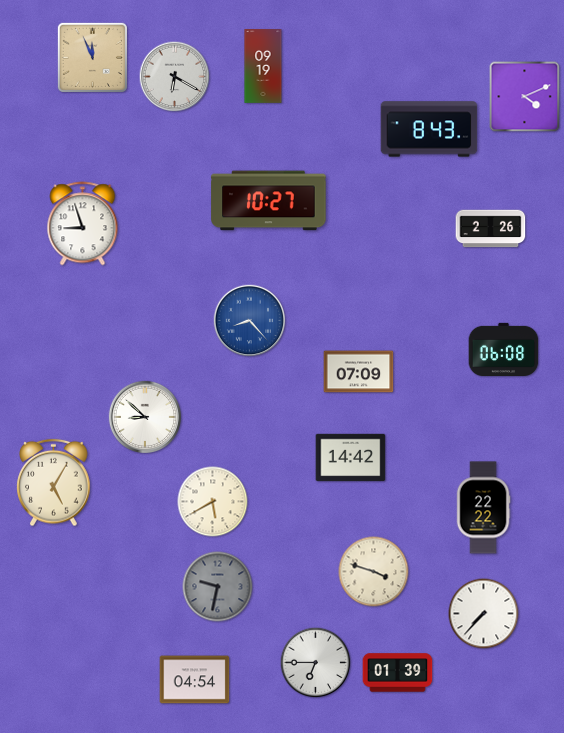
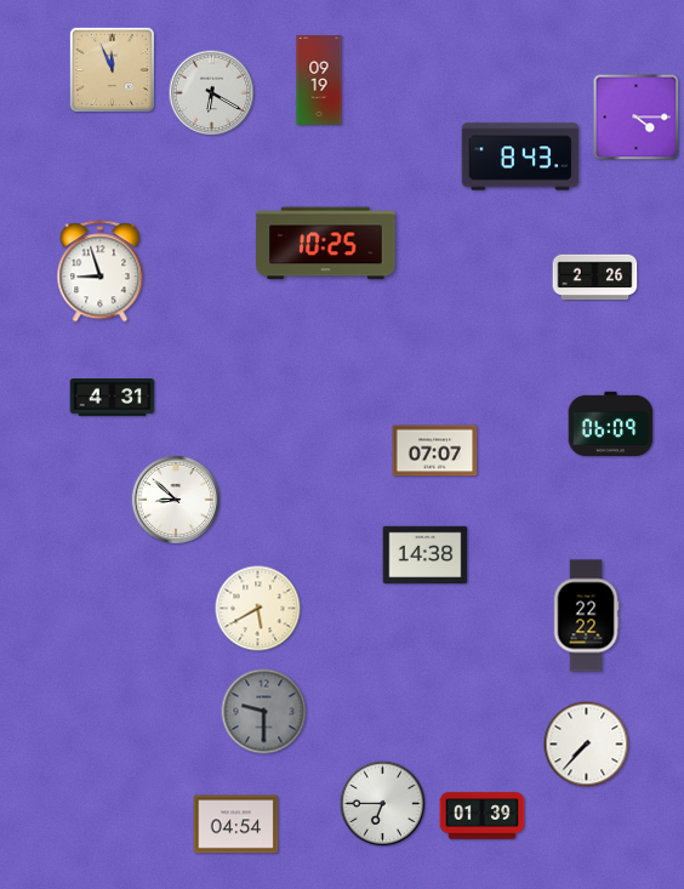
clock at (525, 97): 4:11 -> 4:15
clock at (269, 201): 10:27 -> 10:25
clock at (250, 321): 8:23 -> none
clock at (113, 398): none -> 4:31
clock at (504, 349): 06:08 -> 06:09
clock at (359, 372): 07:09 -> 07:07
clock at (144, 416) position: (144, 416) -> (175, 498)
clock at (351, 458): 14:42 -> 14:38
clock at (54, 483): 5:05 -> none
clock at (374, 572): 3:48 -> none
clock at (218, 587): 9:32 -> 9:30
